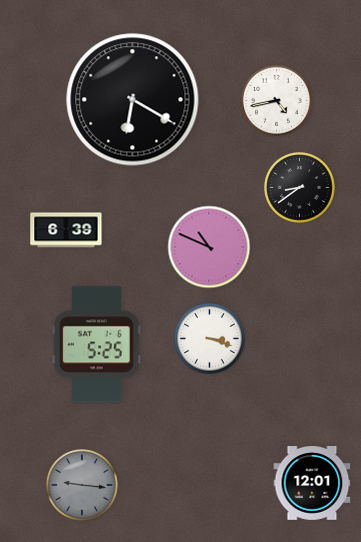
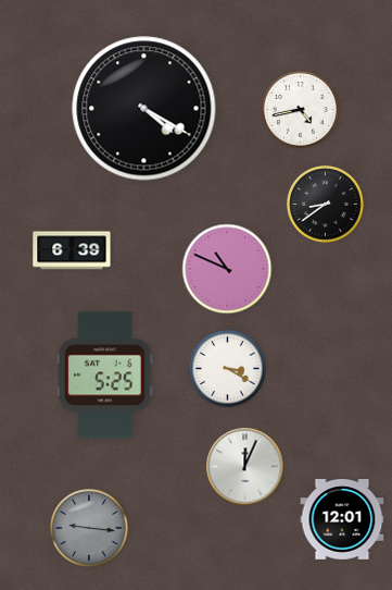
clock at (133, 100): 6:20 -> 4:20
clock at (210, 339): 3:18 -> 3:20
clock at (245, 467): none -> 12:04
clock at (312, 483) position: (312, 483) -> (342, 519)
